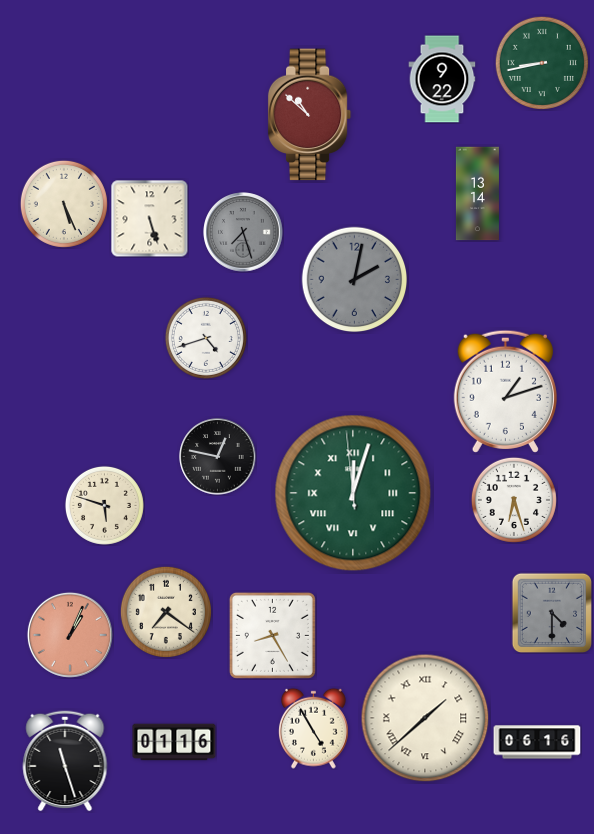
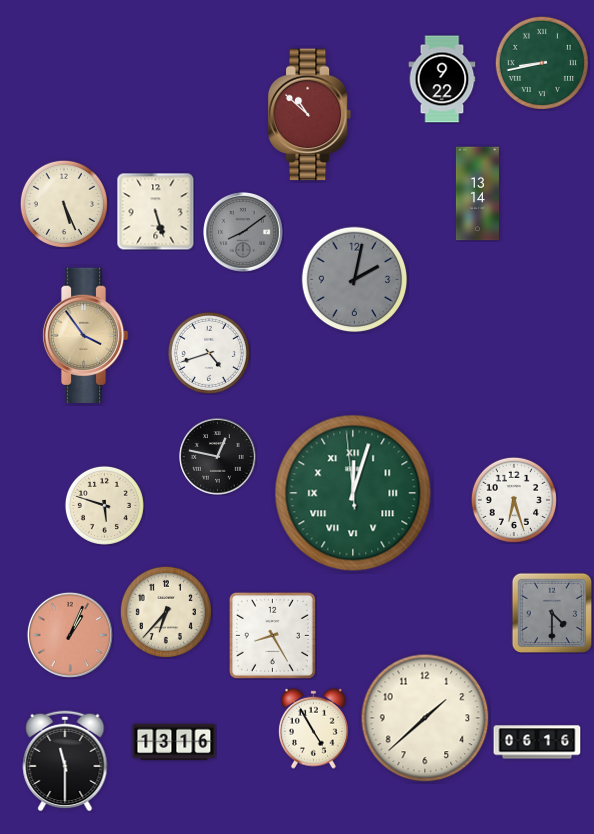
clock at (149, 218) position: (149, 218) -> (155, 211)
clock at (243, 232): 7:27 -> 8:09
clock at (85, 335): none -> 3:54
clock at (206, 338) position: (206, 338) -> (209, 353)
clock at (505, 391): 1:12 -> none
clock at (166, 612): 7:21 -> 6:37
clock at (425, 718) numerals: Roman -> Arabic
clock at (174, 742): 01:16 -> 13:16
clock at (65, 761): 11:27 -> 11:30
